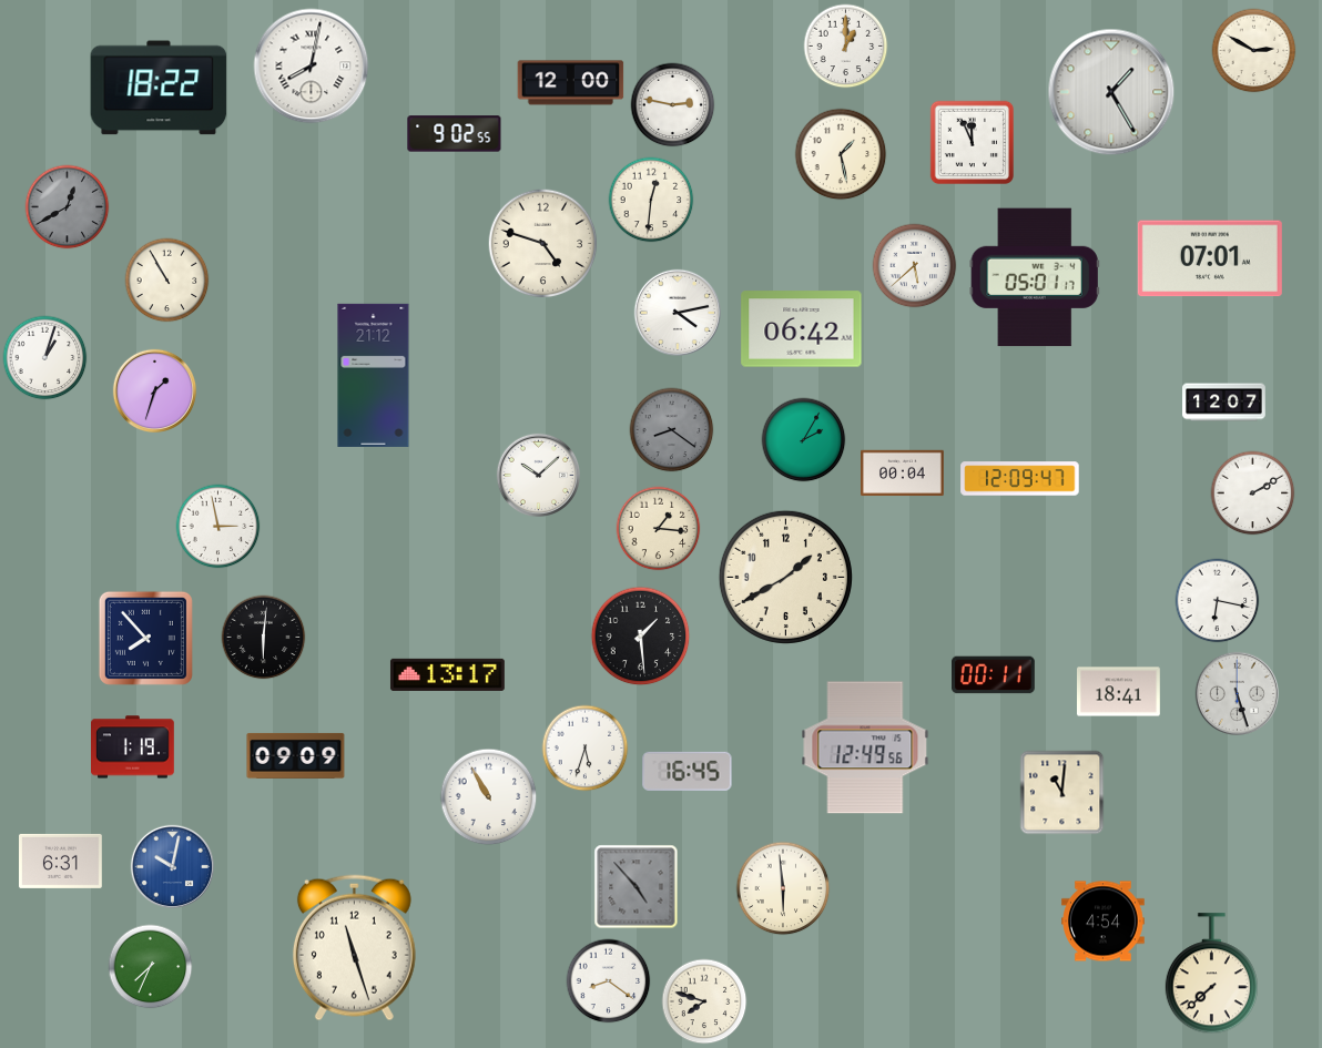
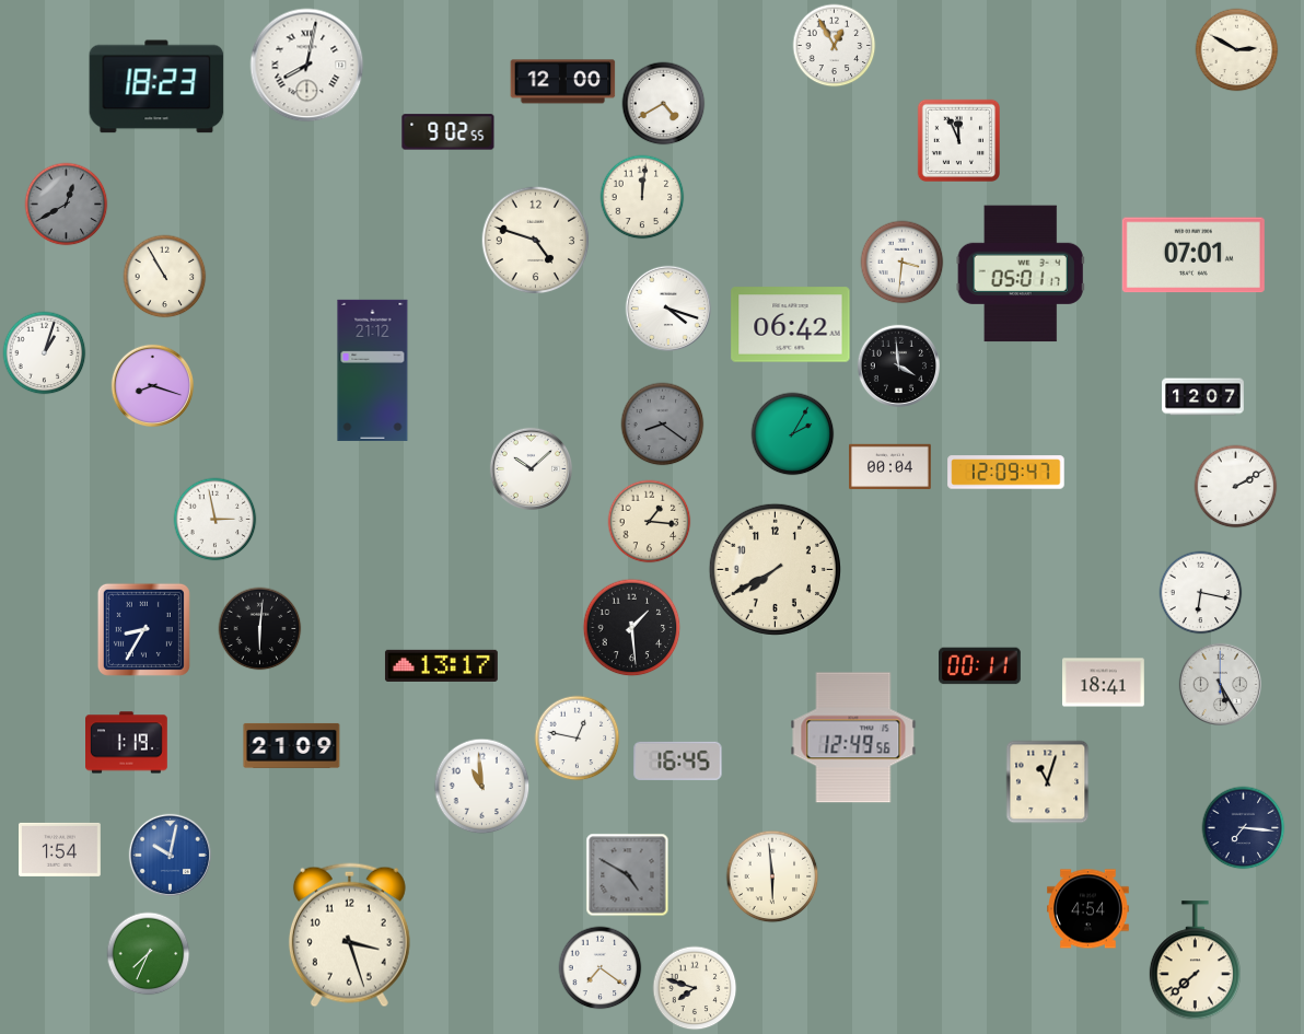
clock at (846, 47): 1:00 -> 12:55
clock at (159, 88): 18:22 -> 18:23
clock at (1111, 92): 1:25 -> none
clock at (673, 105): 2:47 -> 4:40
clock at (841, 154): 1:28 -> none
clock at (651, 200): 12:31 -> 12:01
clock at (915, 266): 5:38 -> 3:31
clock at (678, 313): 4:13 -> 4:18
clock at (898, 365): none -> 3:59
clock at (374, 375) position: (374, 375) -> (373, 370)
clock at (154, 390): 1:33 -> 8:18
clock at (1224, 403) position: (1224, 403) -> (1203, 397)
clock at (785, 577): 1:40 -> 7:40
clock at (145, 638): 7:53 -> 8:35
clock at (1237, 693): 5:27 -> 5:25
clock at (133, 747) position: (133, 747) -> (127, 743)
clock at (586, 749): 5:33 -> 12:47
clock at (296, 755): 09:09 -> 21:09
clock at (1062, 793): 11:01 -> 11:03
clock at (489, 797): 10:55 -> 10:59
clock at (1244, 828): none -> 7:16
clock at (61, 861): 6:31 -> 1:54
clock at (637, 887): 4:53 -> 4:50
clock at (354, 948): 11:27 -> 3:27
clock at (609, 981): 8:21 -> 7:21
